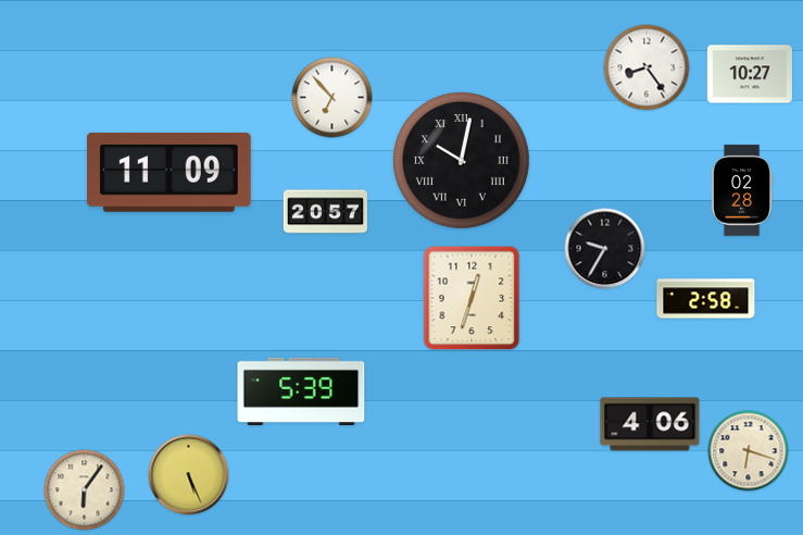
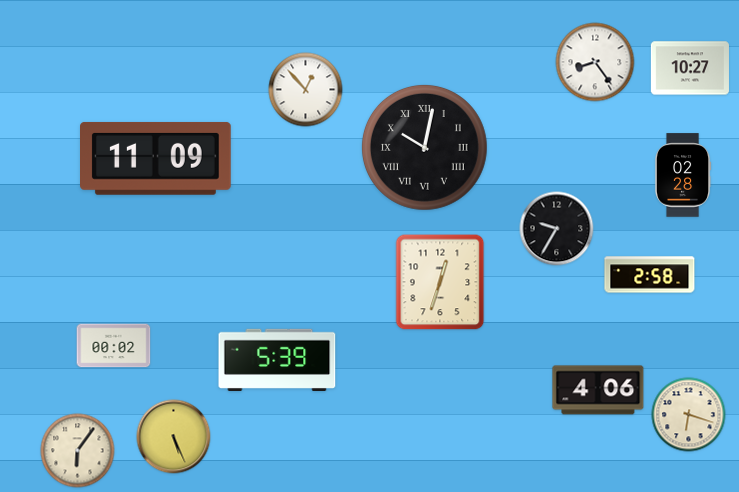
clock at (333, 98): 6:53 -> 12:53
clock at (326, 212): 20:57 -> none
clock at (472, 298) position: (472, 298) -> (440, 282)
clock at (114, 346): none -> 00:02
